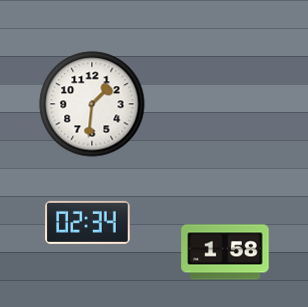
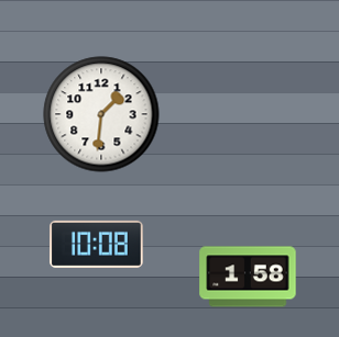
clock at (88, 222): 02:34 -> 10:08
